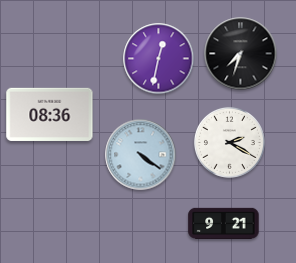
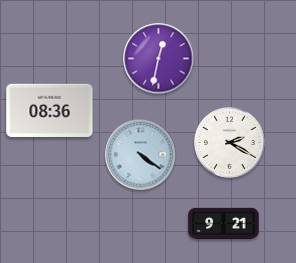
clock at (241, 54): 7:33 -> none
clock at (50, 114) position: (50, 114) -> (50, 110)
